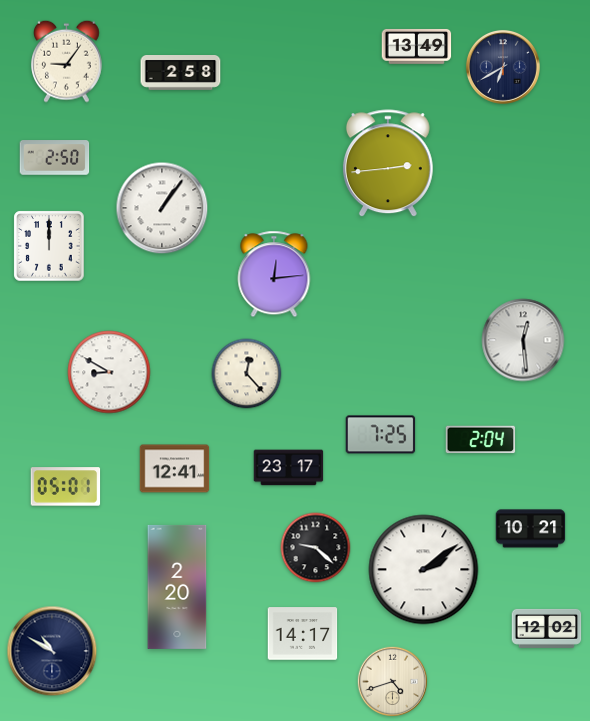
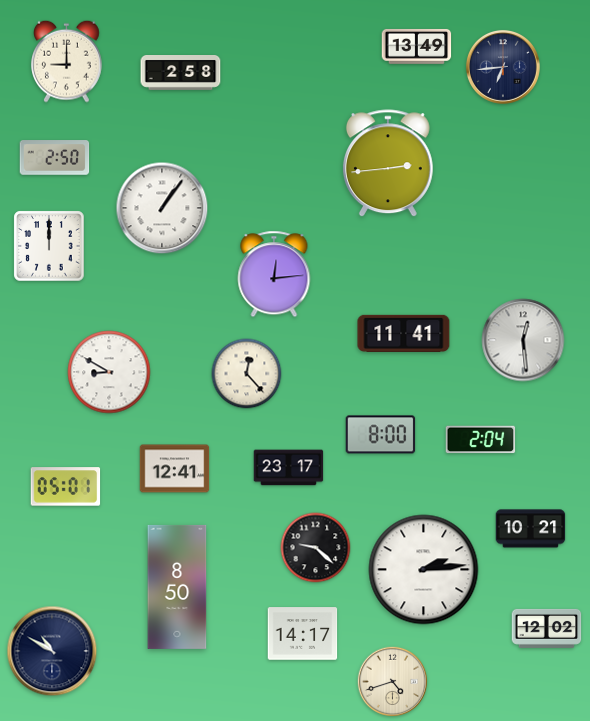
clock at (67, 61): 9:06 -> 9:00
clock at (503, 67): 6:40 -> 6:44
clock at (404, 333): none -> 11:41
clock at (381, 435): 7:25 -> 8:00
clock at (424, 570): 2:09 -> 2:14
clock at (177, 587): 2:20 -> 8:50
